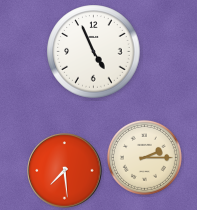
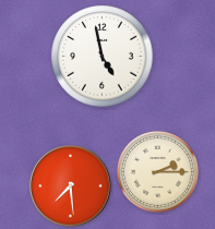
clock at (94, 52): 4:56 -> 4:58
